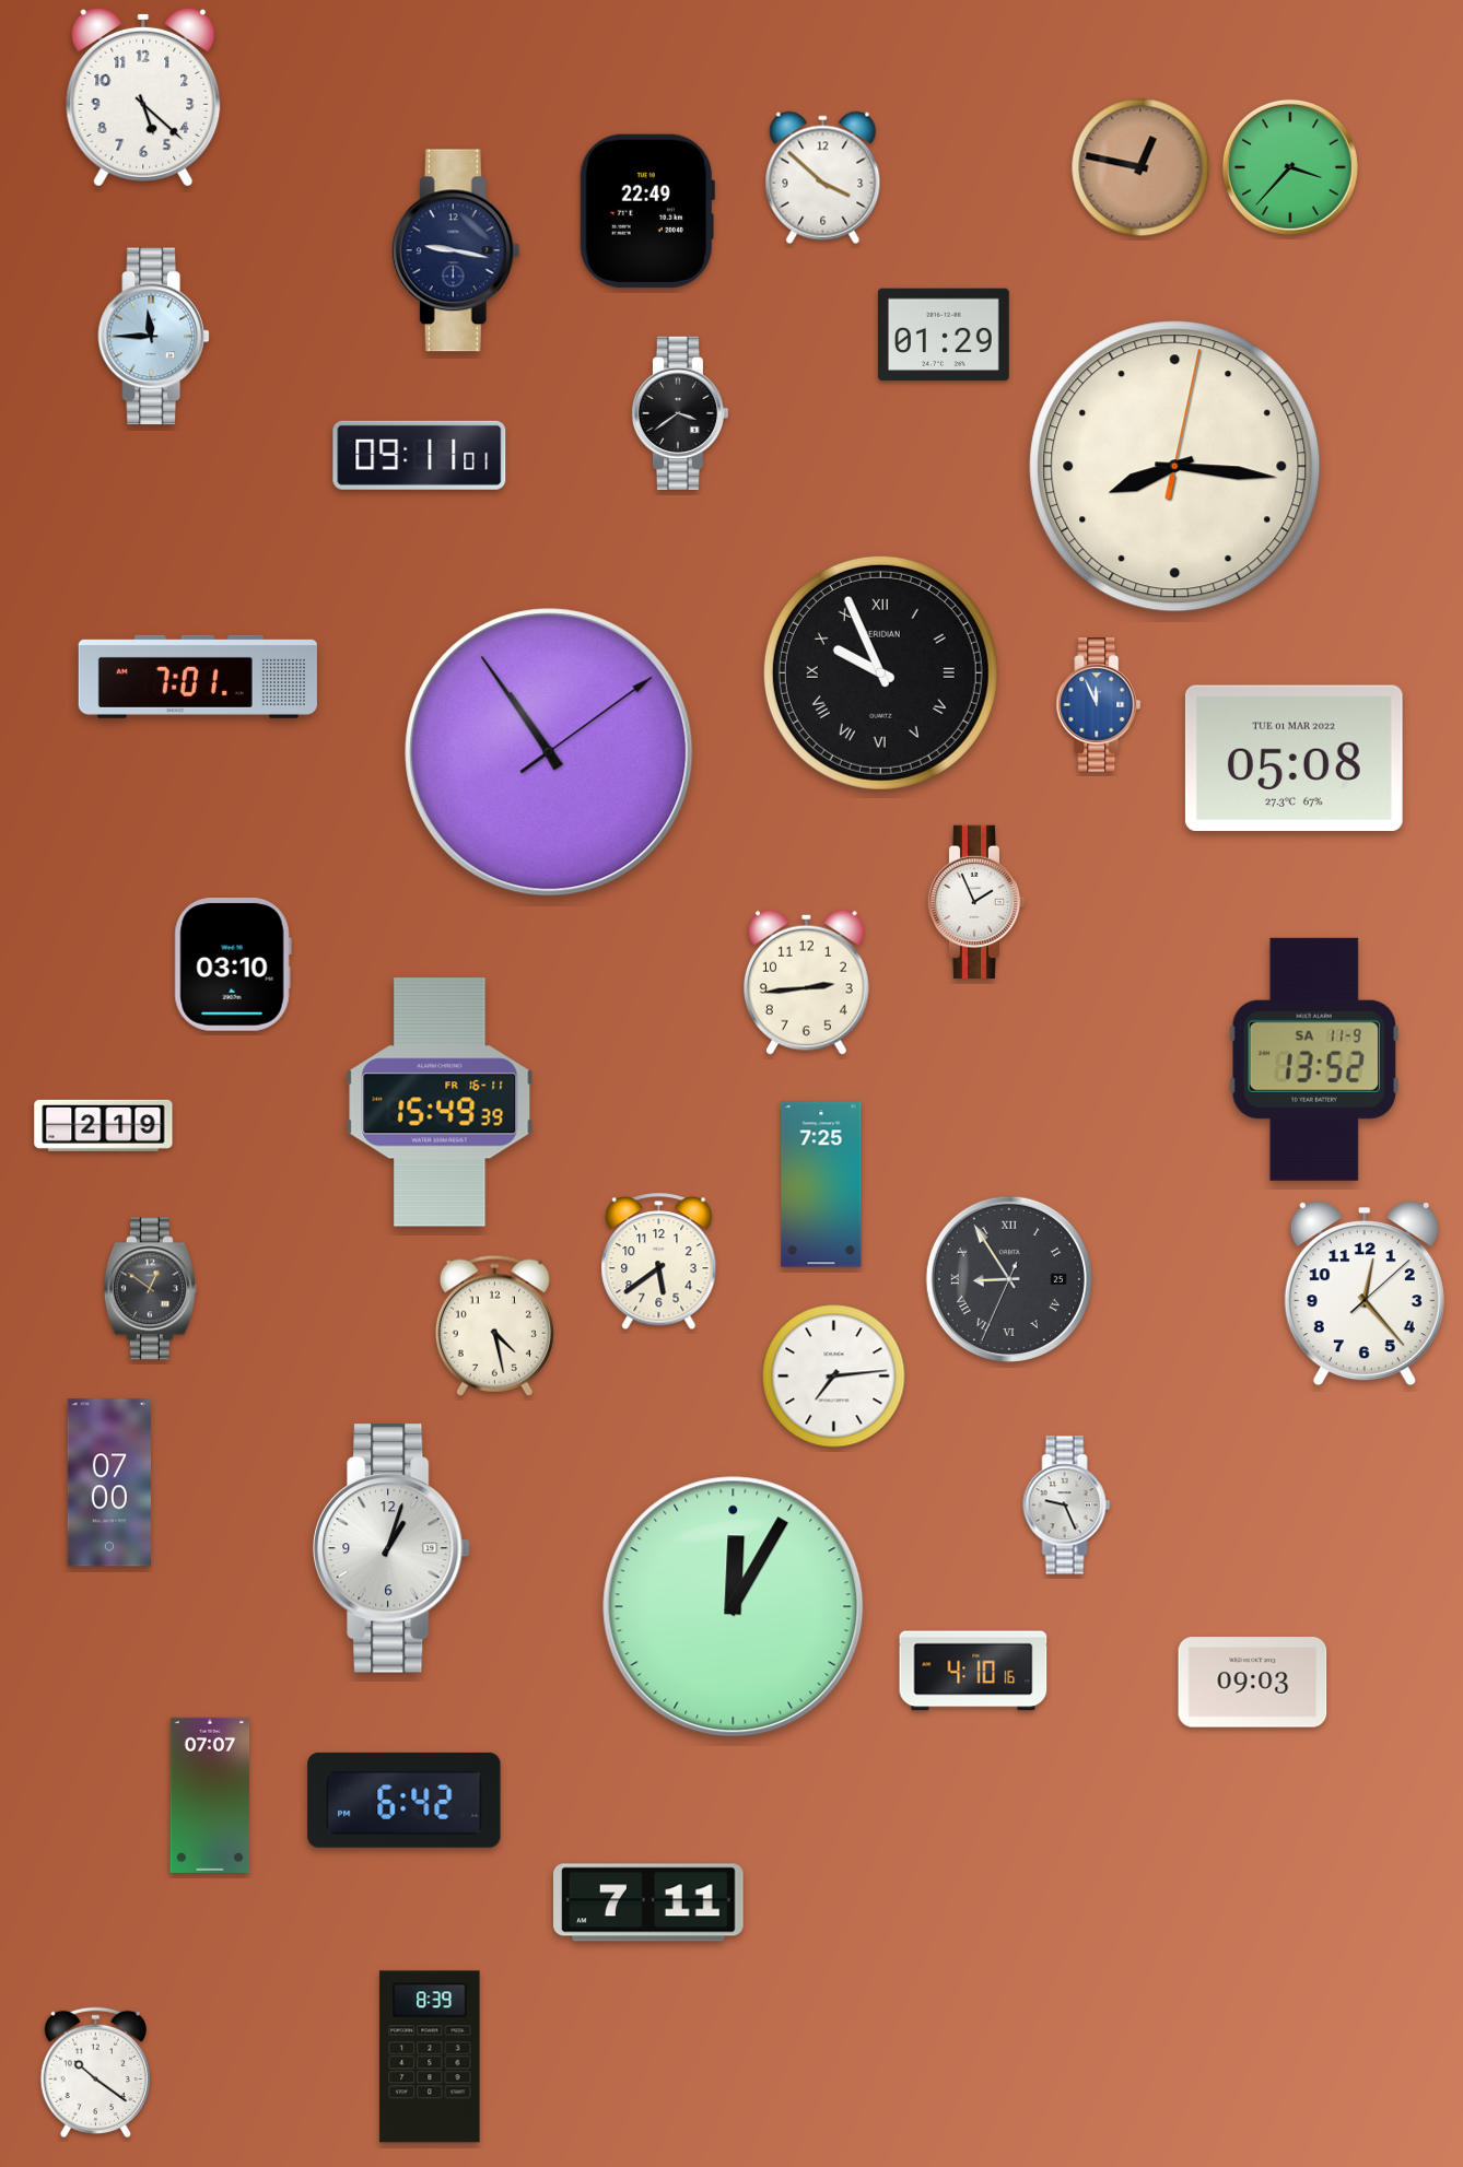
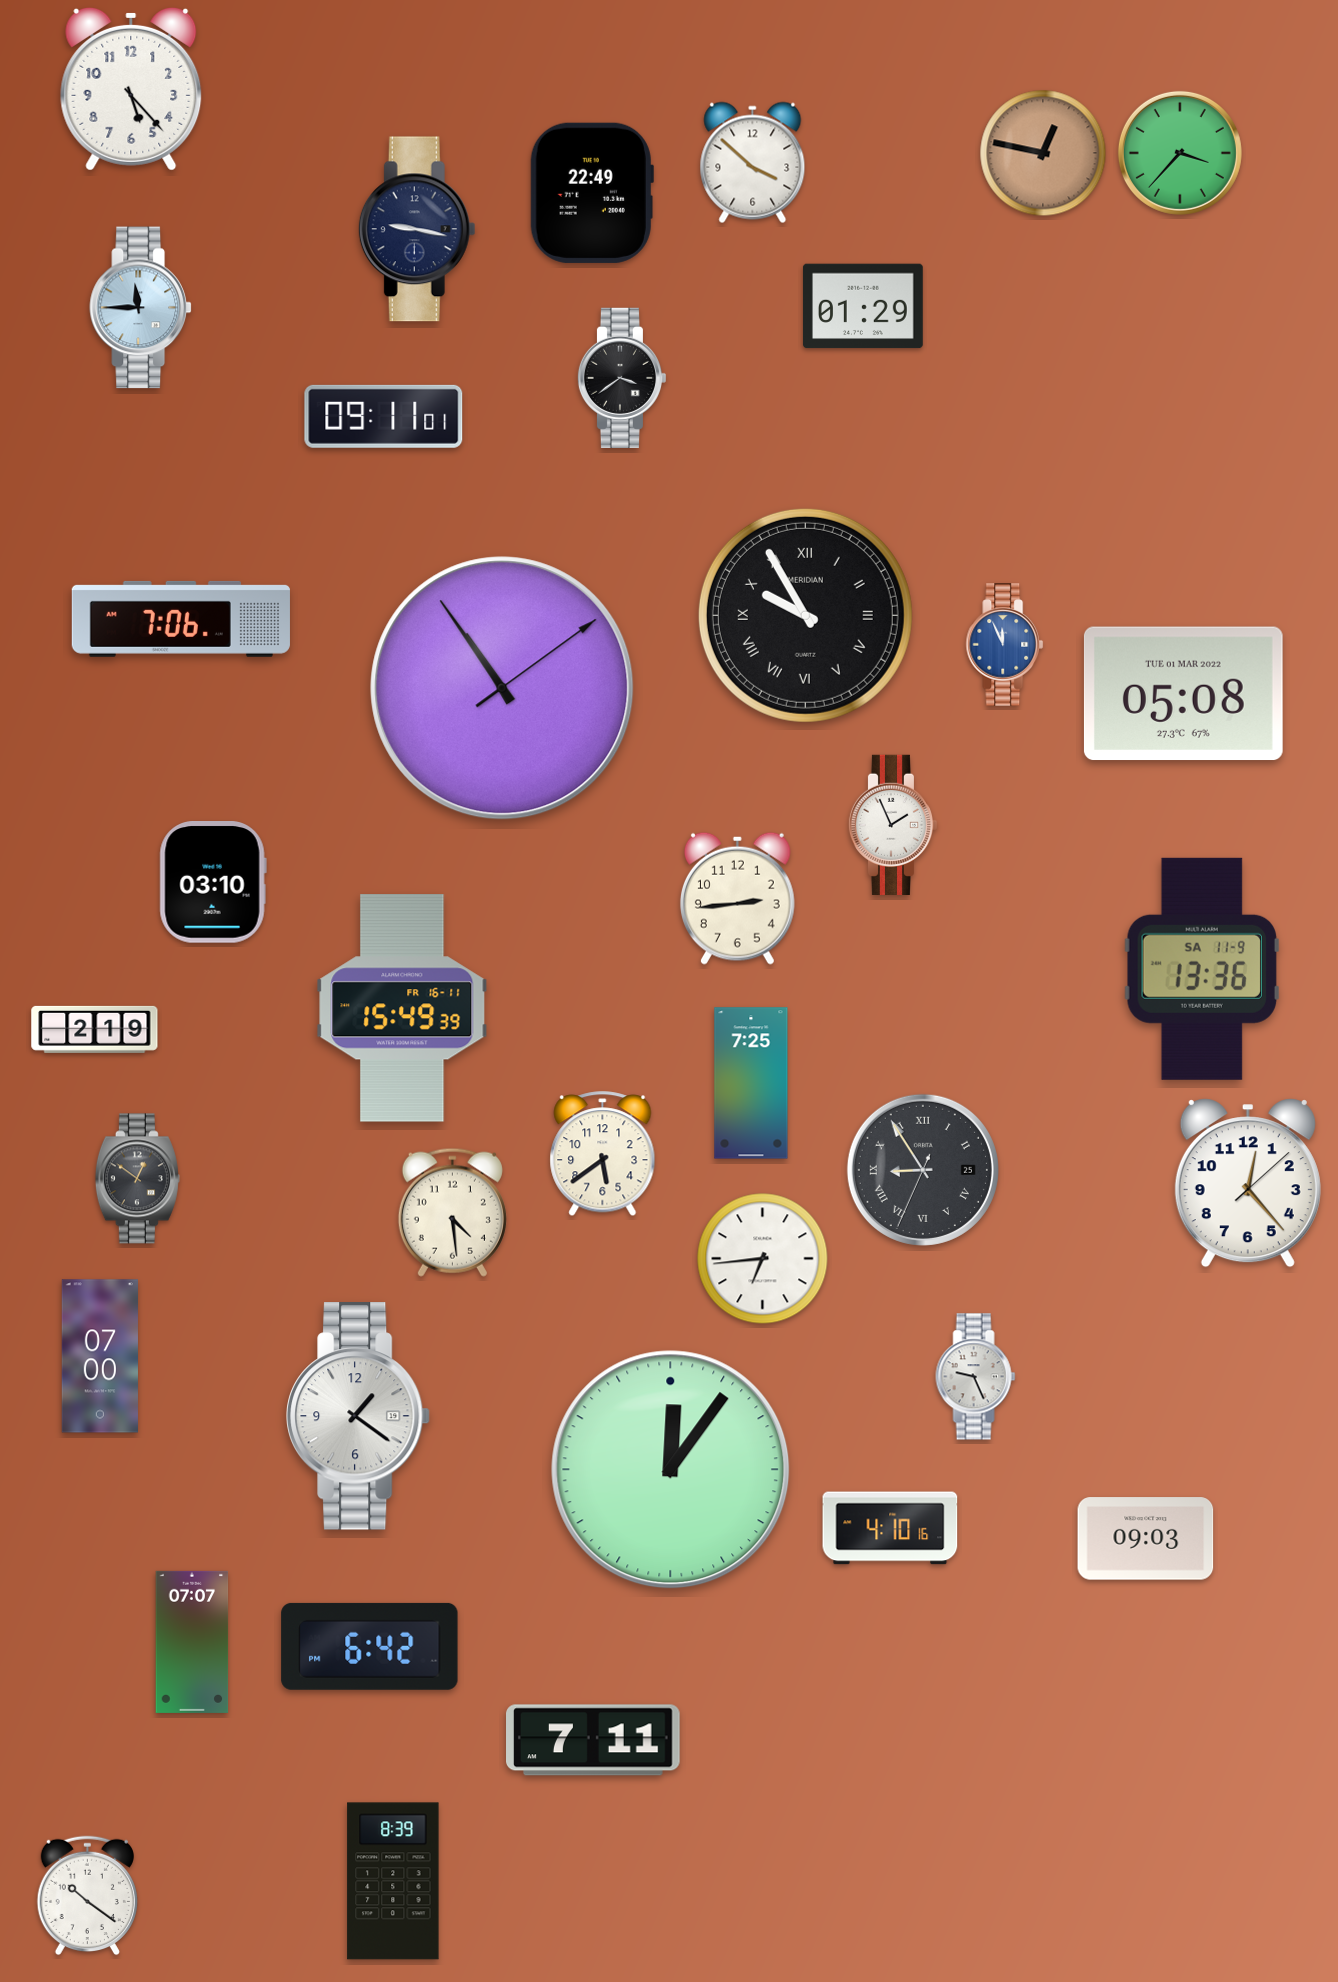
clock at (143, 97): 5:22 -> 5:23
clock at (1175, 467): 8:16 -> none
clock at (880, 672): 9:56 -> 9:55
clock at (198, 677): 7:01 -> 7:06
clock at (1314, 1059): 13:52 -> 13:36
clock at (494, 1325): 4:28 -> 4:29
clock at (834, 1377): 7:14 -> 6:44
clock at (391, 1548): 1:03 -> 1:21
clock at (734, 1607): 12:05 -> 12:06
